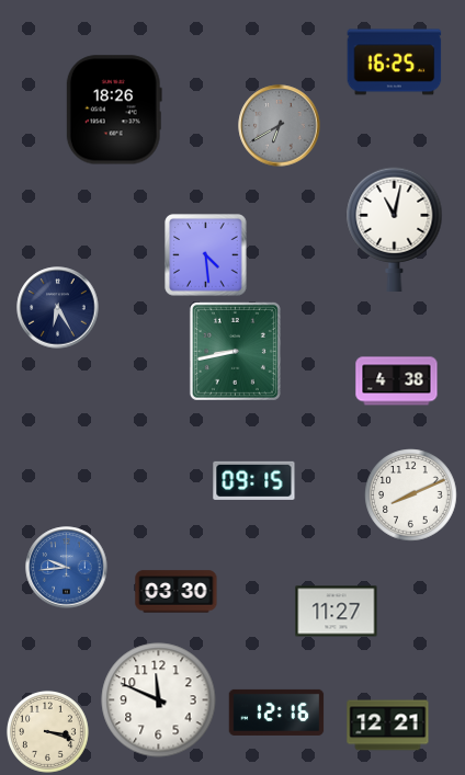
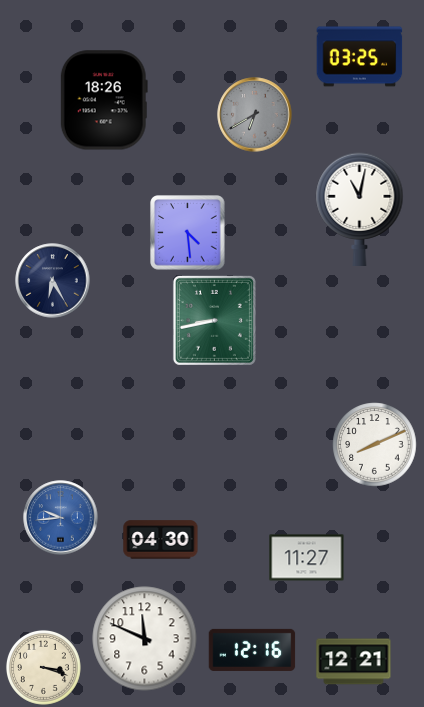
clock at (395, 62): 16:25 -> 03:25
clock at (397, 381): 4:38 -> none
clock at (254, 480): 09:15 -> none
clock at (411, 495) position: (411, 495) -> (375, 445)
clock at (177, 592): 03:30 -> 04:30
